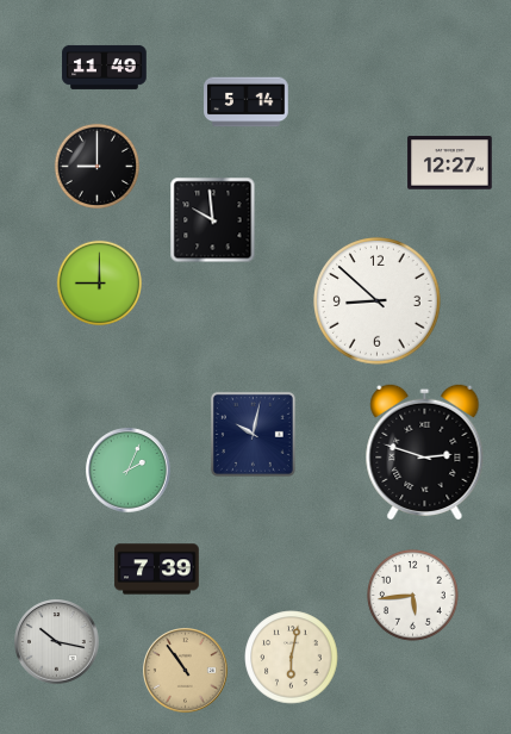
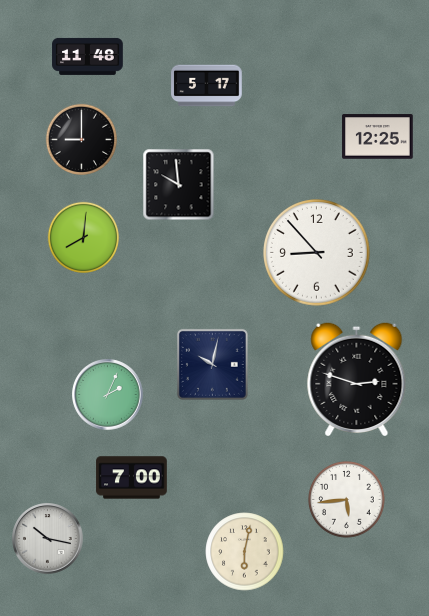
clock at (105, 67): 11:49 -> 11:48
clock at (247, 102): 5:14 -> 5:17
clock at (450, 163): 12:27 -> 12:25
clock at (99, 282): 9:00 -> 8:01
clock at (378, 301): 8:52 -> 8:53
clock at (157, 570): 7:39 -> 7:00
clock at (186, 671): 10:54 -> none
